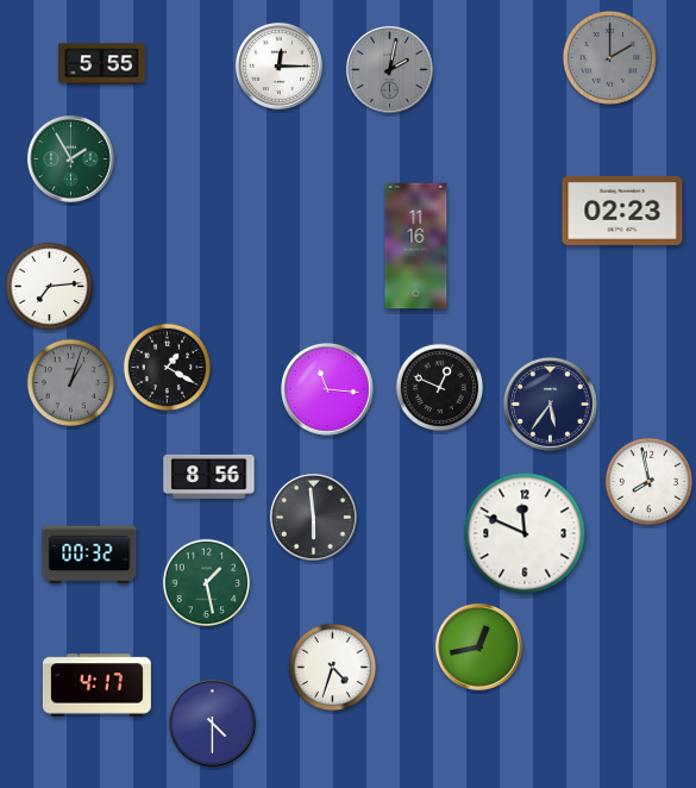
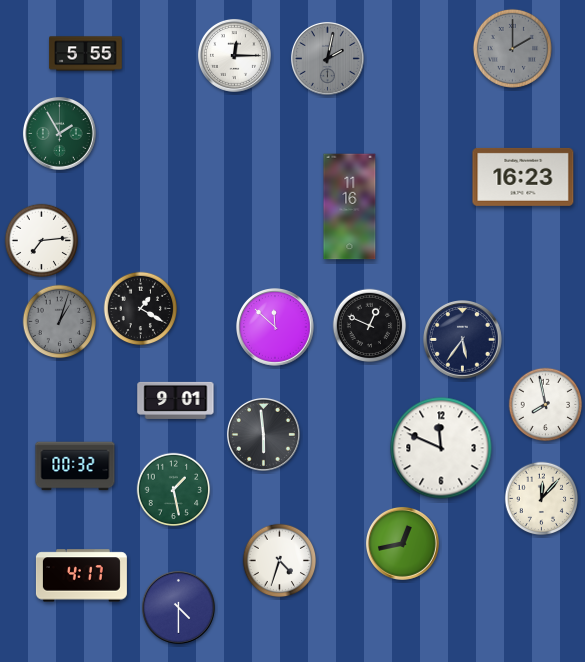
clock at (622, 211): 02:23 -> 16:23
clock at (328, 390): 11:16 -> 11:52
clock at (209, 476): 8:56 -> 9:01
clock at (542, 499): none -> 12:07
